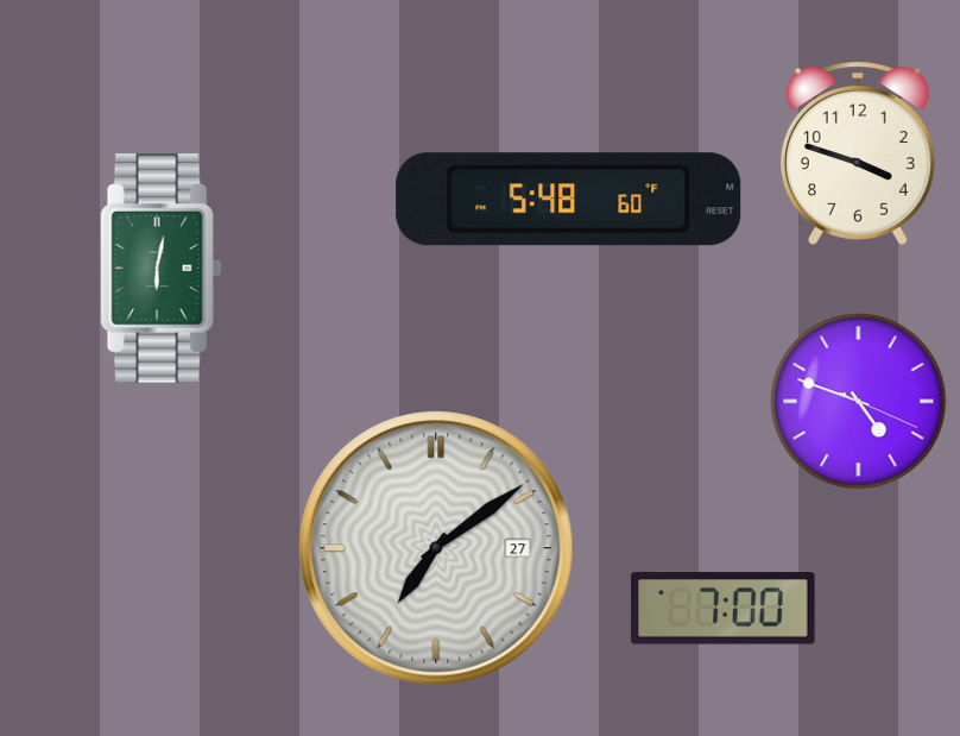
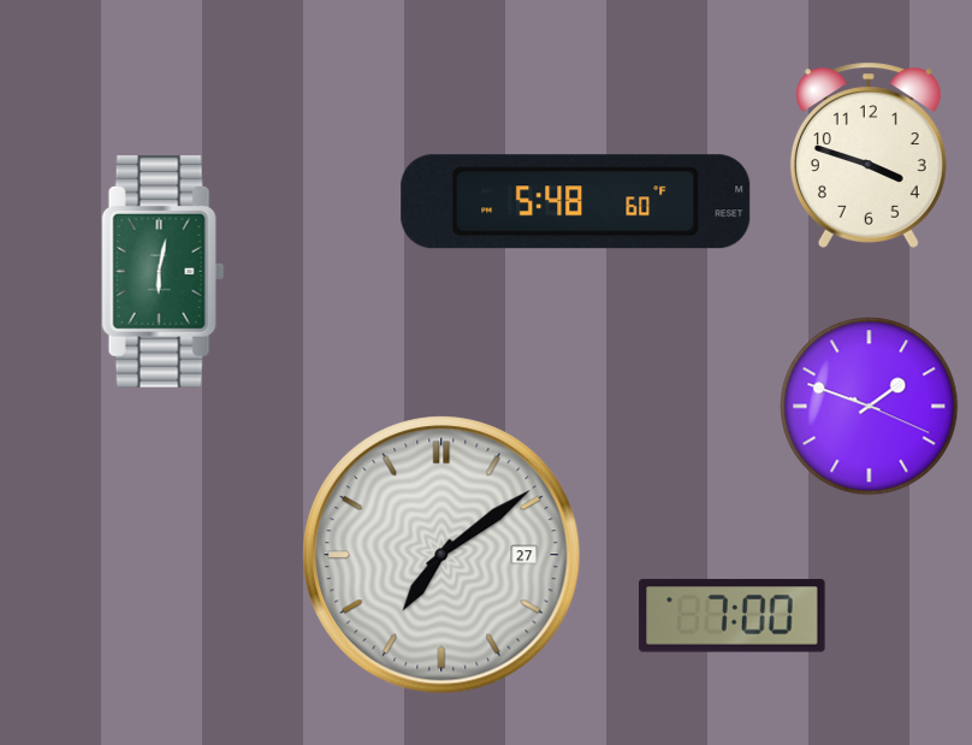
clock at (859, 402): 4:48 -> 1:48
